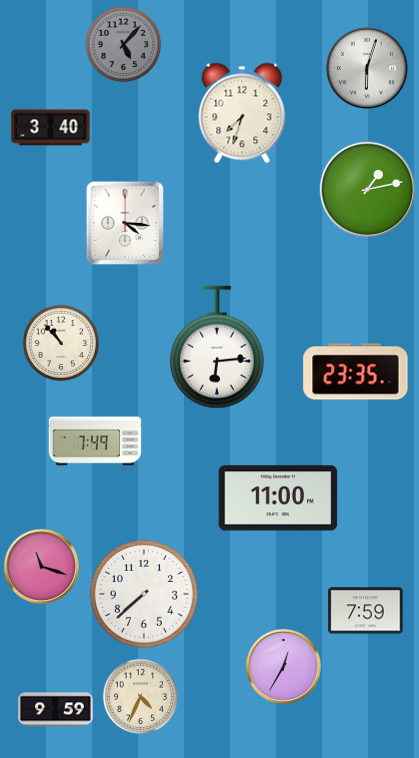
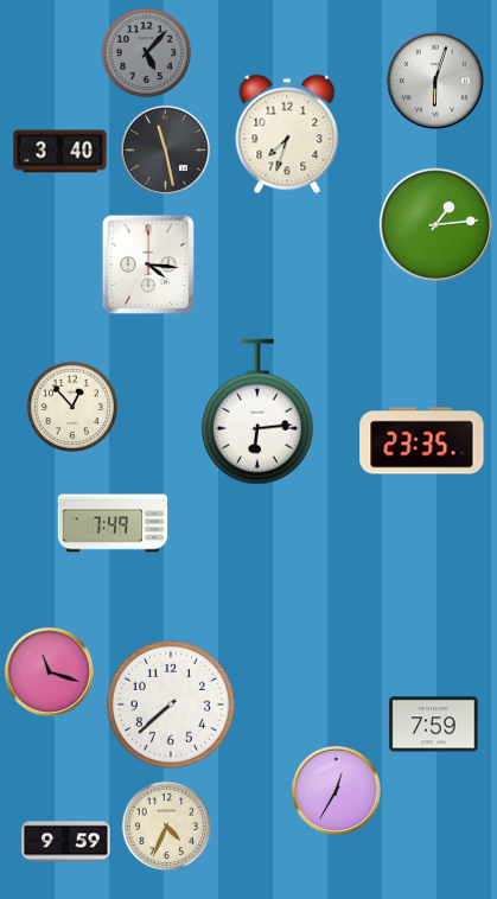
clock at (165, 149): none -> 11:28
clock at (367, 189): 1:13 -> 1:14
clock at (61, 343): 10:53 -> 12:53
clock at (278, 498): 11:00 -> none
